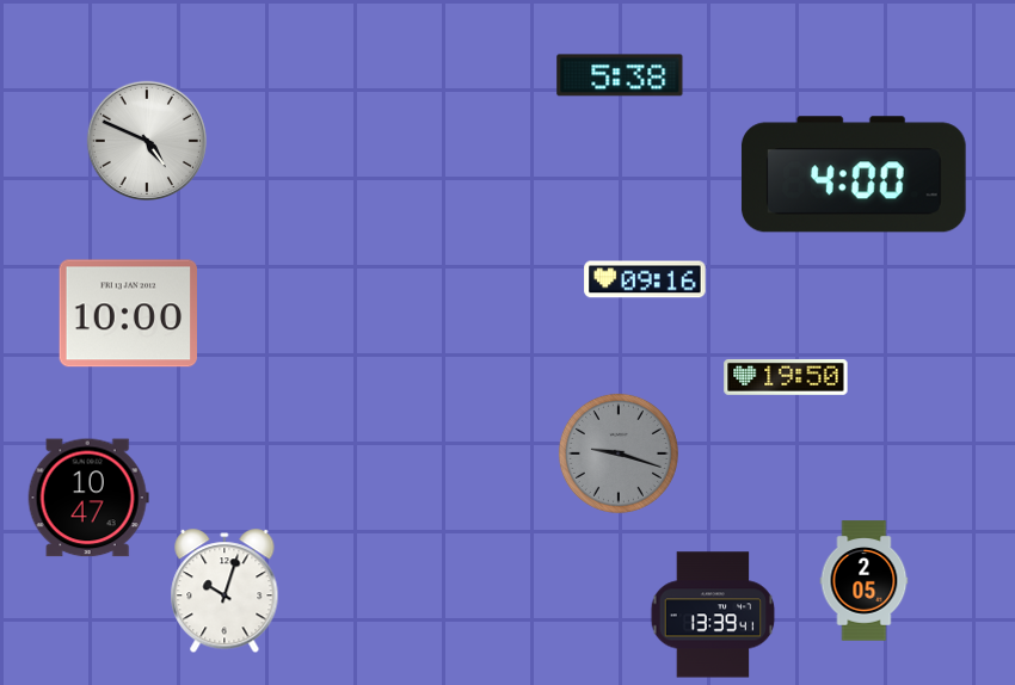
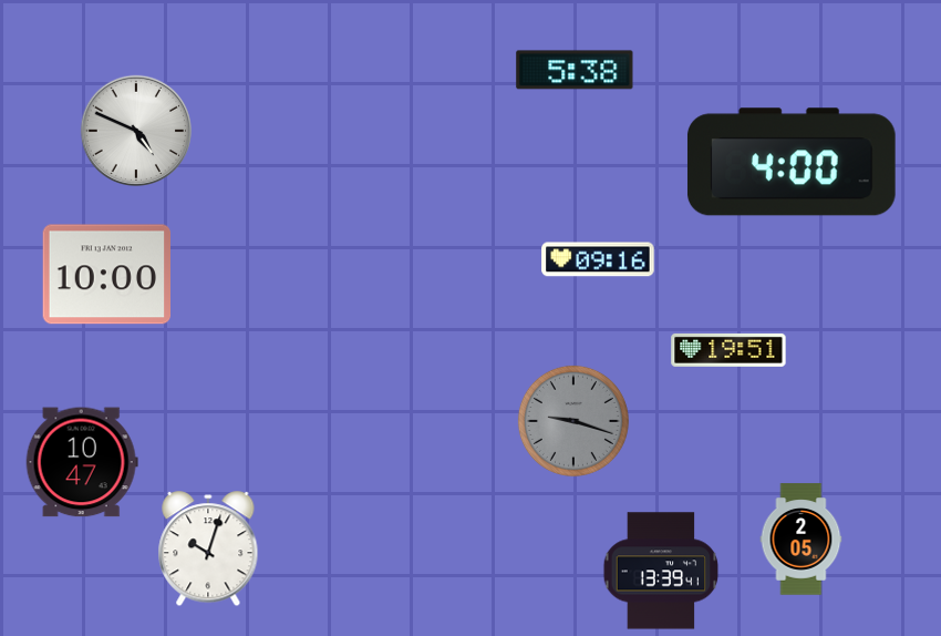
clock at (129, 314) position: (129, 314) -> (107, 275)
clock at (786, 377): 19:50 -> 19:51
